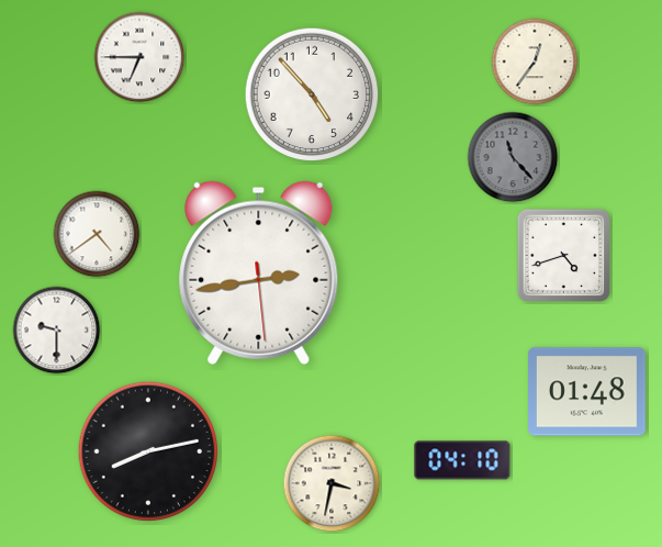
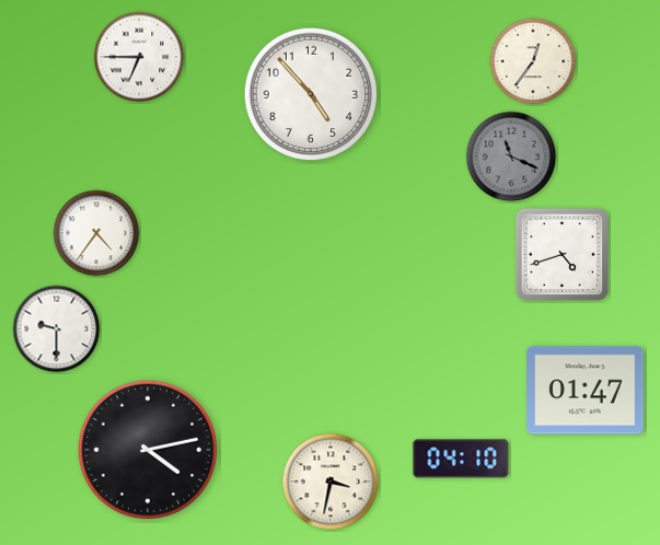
clock at (513, 157): 11:23 -> 11:19
clock at (97, 234): 4:39 -> 4:36
clock at (259, 272): 2:43 -> none
clock at (587, 392): 01:48 -> 01:47
clock at (147, 450): 8:13 -> 4:13
